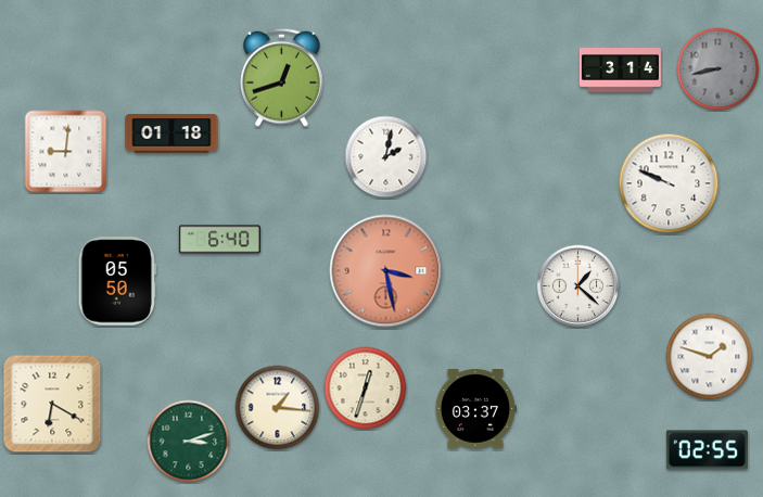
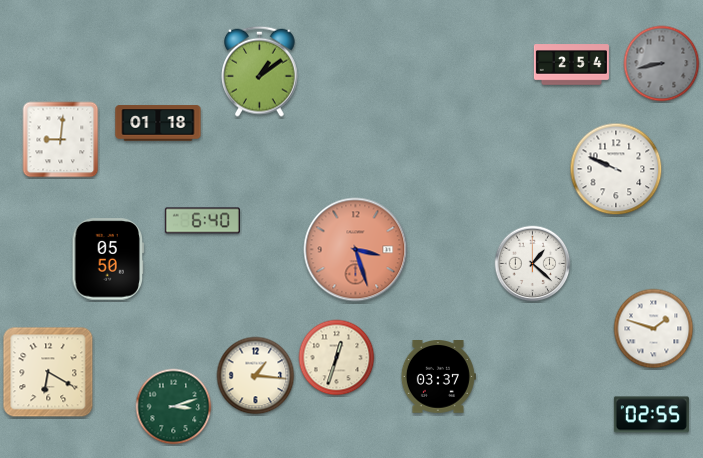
clock at (620, 71): 3:14 -> 2:54
clock at (282, 77): 12:42 -> 1:09
clock at (386, 157): 2:02 -> none
clock at (386, 271): 3:28 -> 3:27
